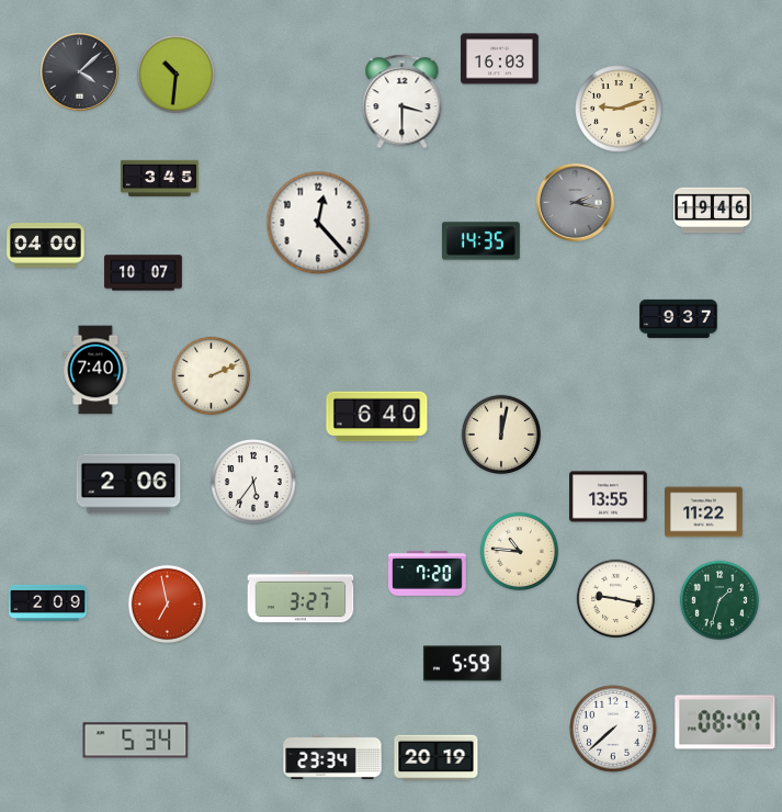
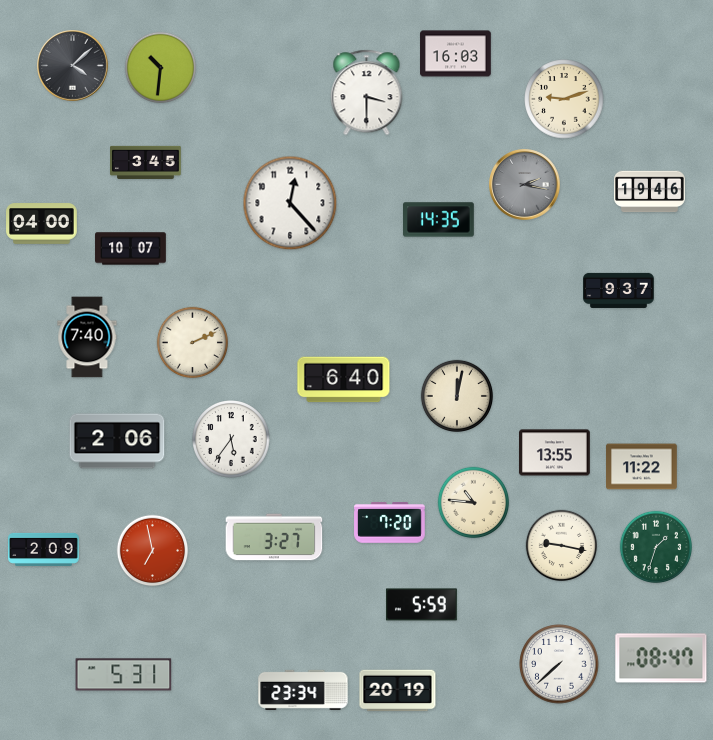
clock at (301, 597) position: (301, 597) -> (274, 537)
clock at (136, 741): 5:34 -> 5:31
